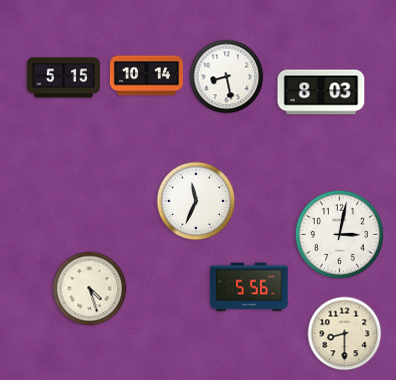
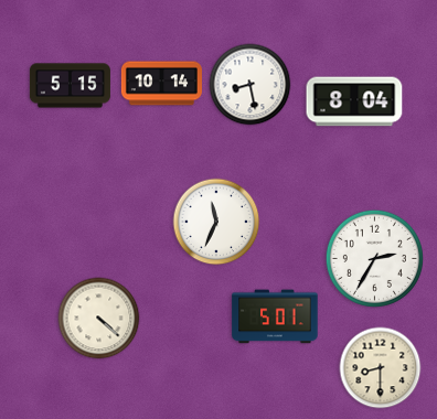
clock at (321, 92): 8:03 -> 8:04
clock at (339, 234): 3:02 -> 2:35
clock at (249, 287): 5:56 -> 5:01
clock at (90, 289): 4:27 -> 4:22
